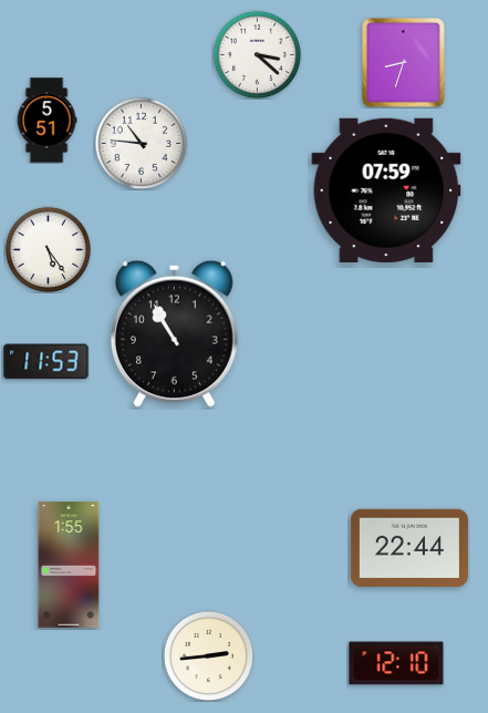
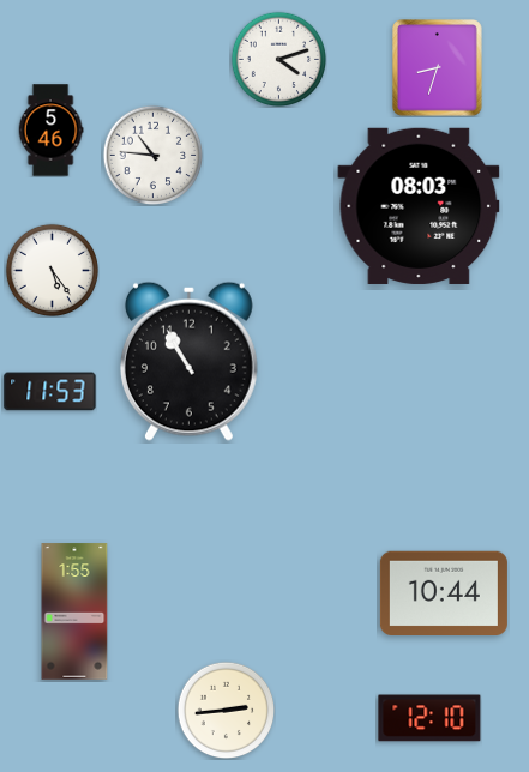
clock at (257, 54): 3:22 -> 4:12
clock at (46, 121): 5:51 -> 5:46
clock at (386, 189): 07:59 -> 08:03
clock at (409, 547): 22:44 -> 10:44
